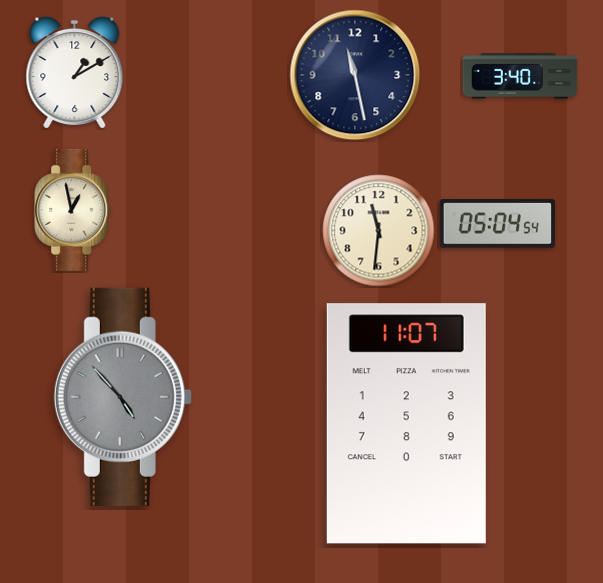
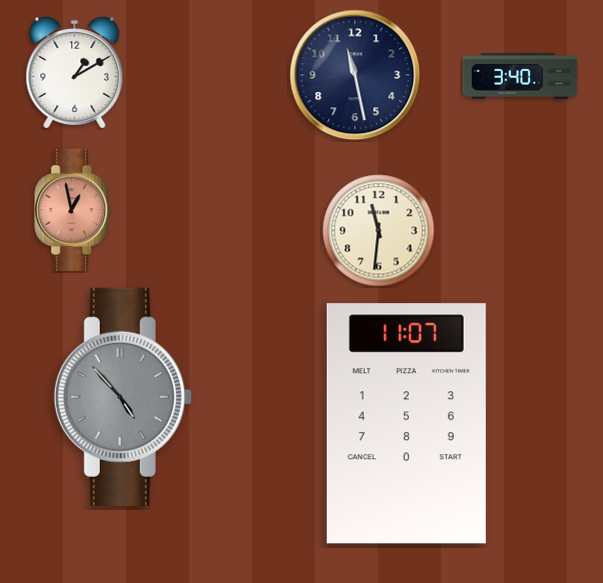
clock at (74, 210) dial: cream -> salmon
clock at (498, 224): 05:04 -> none
